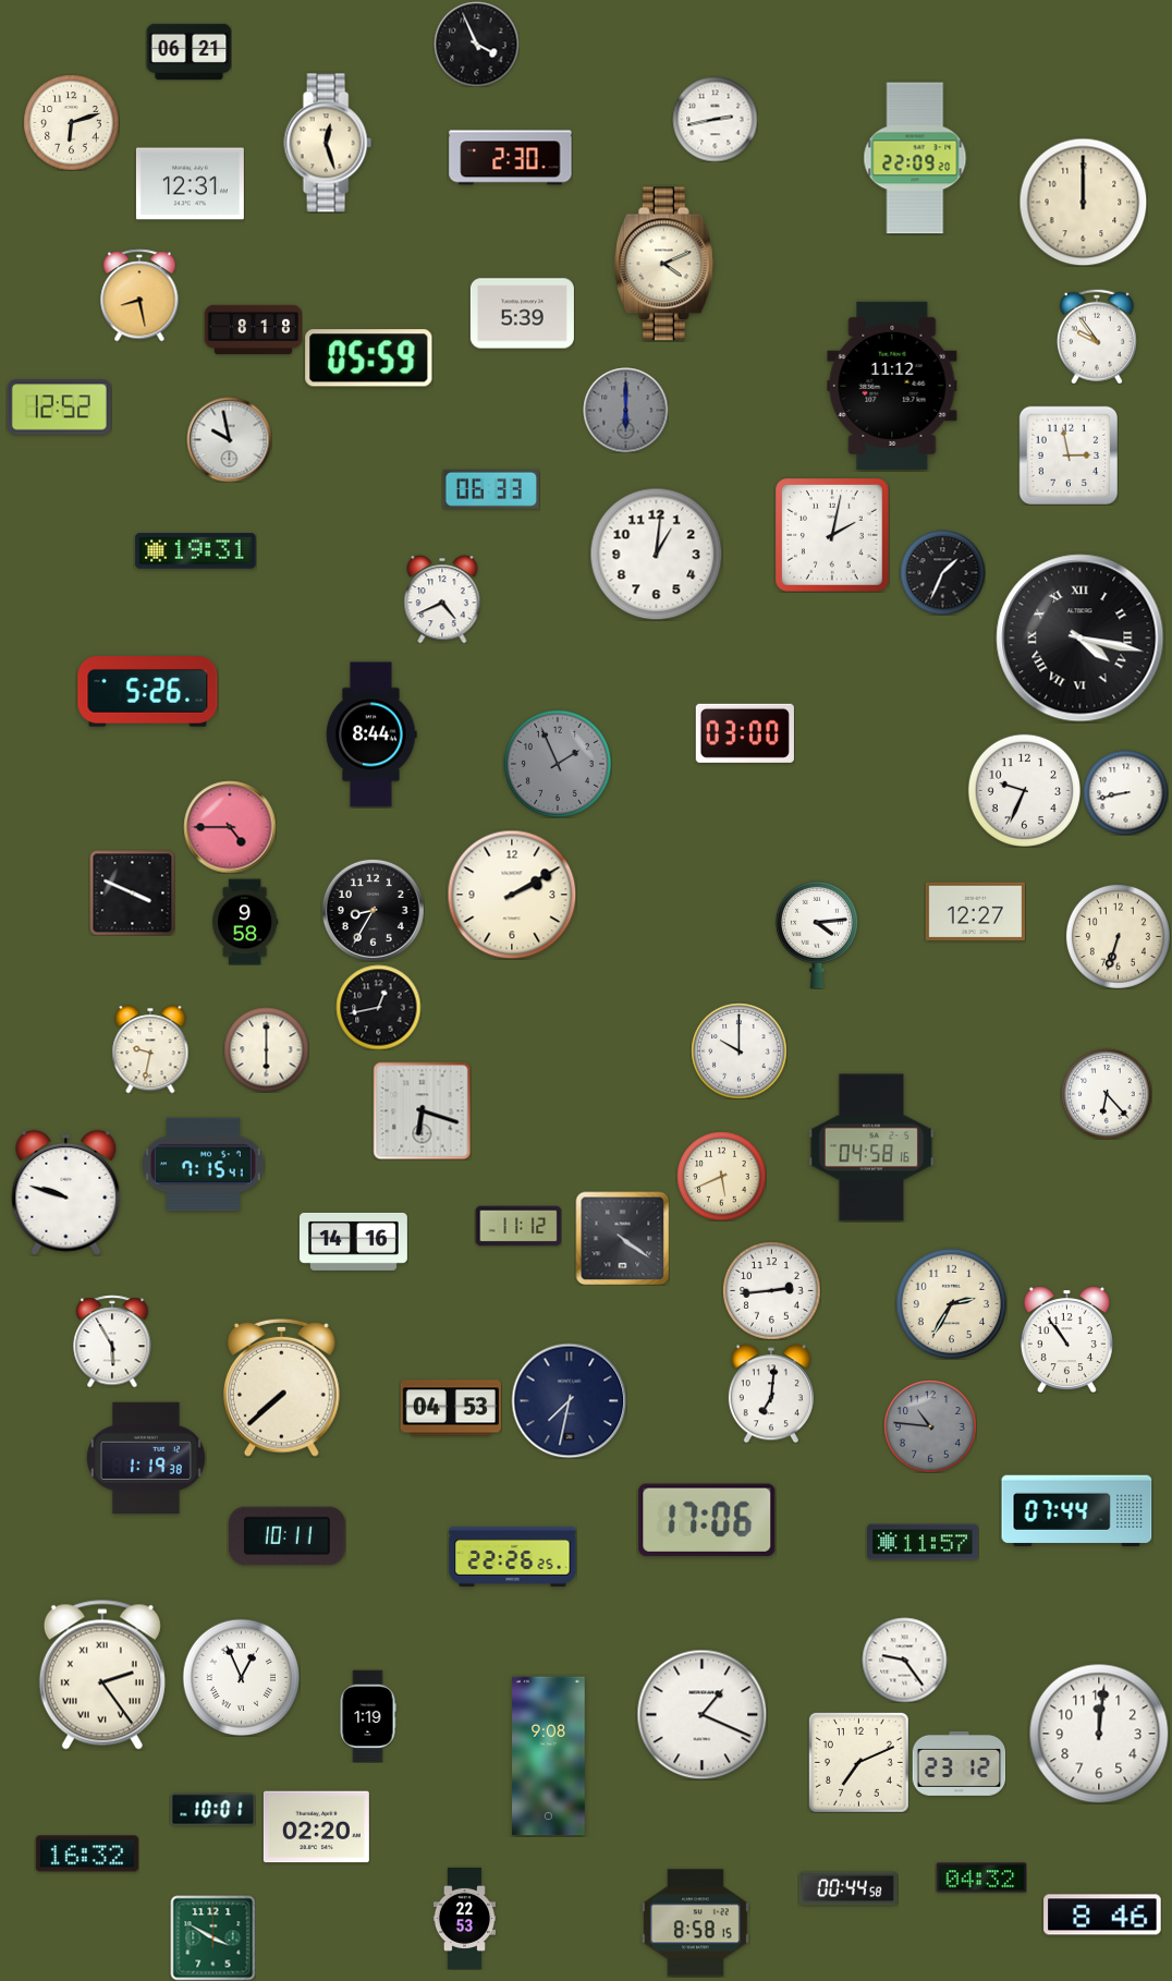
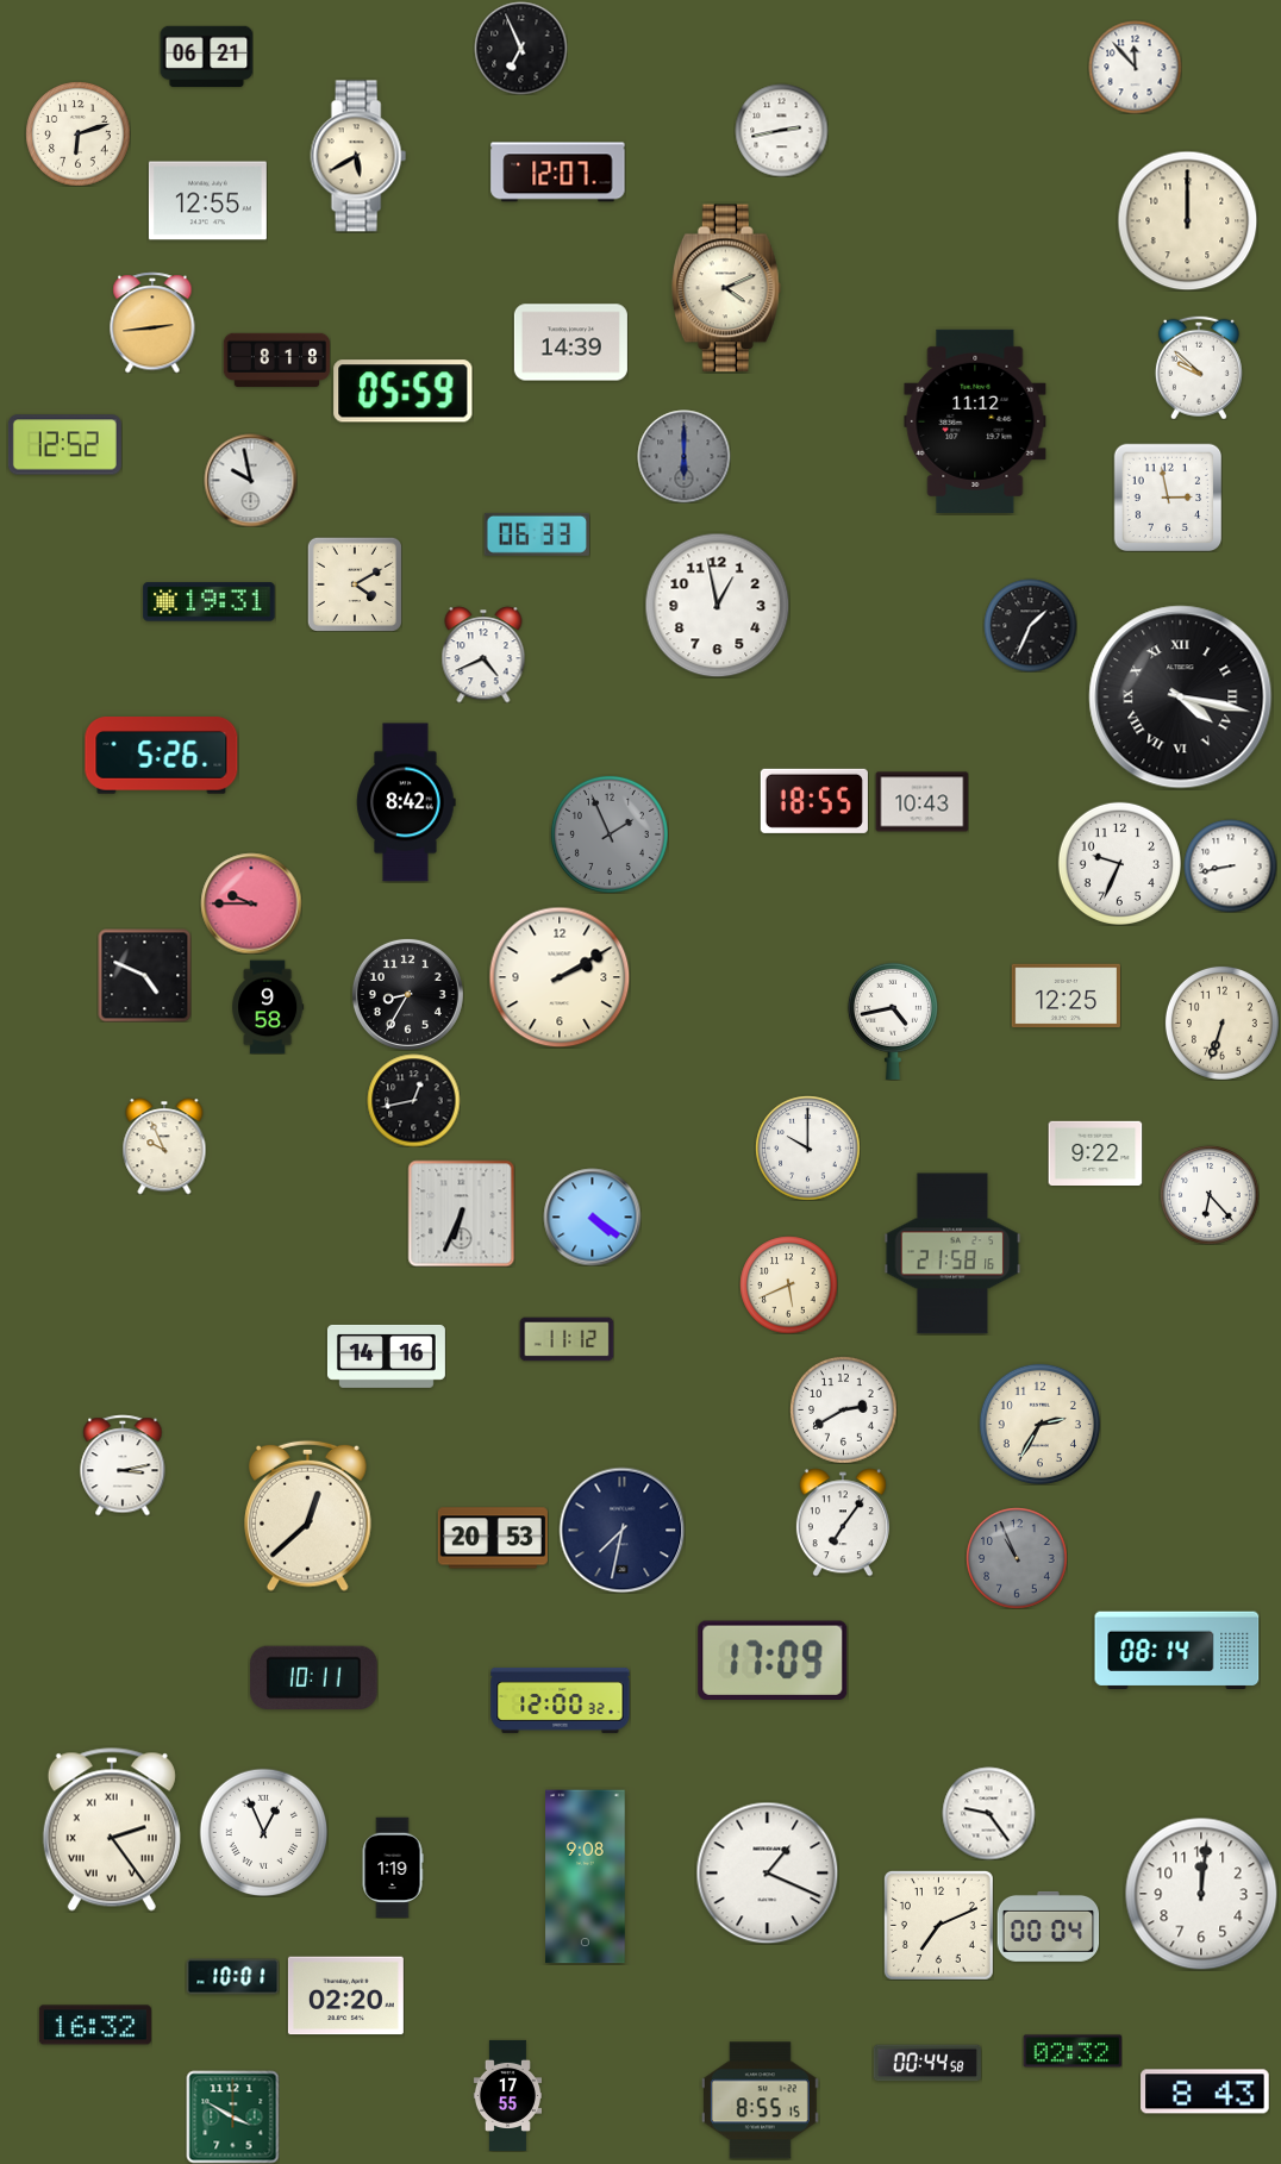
clock at (476, 44): 3:56 -> 6:56
clock at (1135, 67): none -> 11:53
clock at (328, 143): 12:27 -> 5:40
clock at (511, 158): 2:30 -> 12:07
clock at (915, 158): 22:09 -> none
clock at (190, 184): 12:31 -> 12:55
clock at (1083, 202) position: (1083, 202) -> (1187, 220)
clock at (139, 295): 8:28 -> 2:44
clock at (522, 314): 5:39 -> 14:39
clock at (1097, 337): 9:54 -> 9:52
clock at (625, 410) position: (625, 410) -> (683, 456)
clock at (355, 584): none -> 4:10
clock at (832, 535): 2:02 -> none
clock at (196, 551) position: (196, 551) -> (210, 602)
clock at (656, 554): 1:01 -> 12:58
clock at (745, 733): 03:00 -> 18:55
clock at (371, 734): 8:44 -> 8:42
clock at (921, 802): none -> 10:43
clock at (230, 827): 4:45 -> 9:45
clock at (132, 892): 3:49 -> 4:49
clock at (975, 912): 12:27 -> 12:25
clock at (817, 935): 4:14 -> 4:43
clock at (150, 1049): 9:32 -> 9:56
clock at (266, 1049): 6:00 -> none
clock at (1095, 1152): none -> 9:22
clock at (422, 1110): 6:18 -> 6:34
clock at (592, 1217): none -> 4:21
clock at (871, 1147): 04:58 -> 21:58
clock at (204, 1165): 7:15 -> none
clock at (66, 1192): 9:48 -> none
clock at (622, 1238): 4:21 -> none
clock at (771, 1290): 2:44 -> 2:40
clock at (1066, 1339): 10:54 -> none
clock at (112, 1341): 5:55 -> 3:13
clock at (282, 1387): 7:38 -> 12:38
clock at (771, 1394): 7:01 -> 7:06
clock at (451, 1408): 04:53 -> 20:53
clock at (930, 1426): 10:46 -> 10:56
clock at (146, 1457): 1:19 -> none
clock at (1077, 1510): 07:44 -> 08:14
clock at (707, 1520): 17:06 -> 17:09
clock at (924, 1542): 11:57 -> none
clock at (513, 1556): 22:26 -> 12:00
clock at (368, 1716) position: (368, 1716) -> (393, 1868)
clock at (549, 1757) position: (549, 1757) -> (586, 1877)
clock at (959, 1763): 23:12 -> 00:04
clock at (981, 1877): 04:32 -> 02:32
clock at (1102, 1915): 8:46 -> 8:43
clock at (464, 1918): 22:53 -> 17:55
clock at (695, 1923): 8:58 -> 8:55
